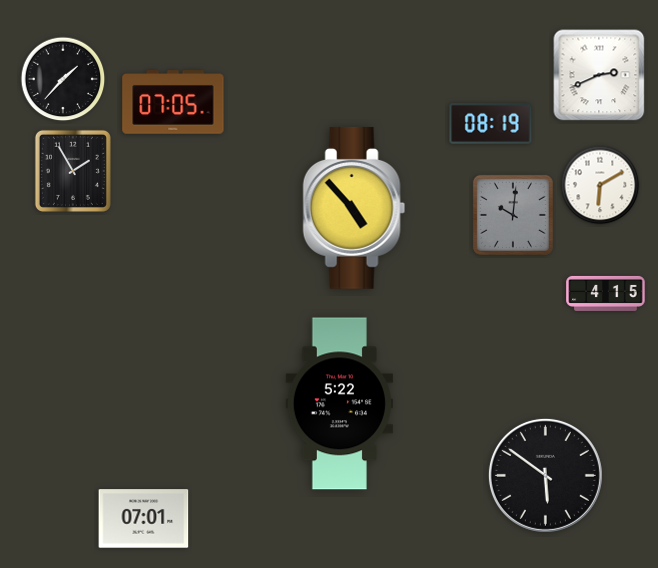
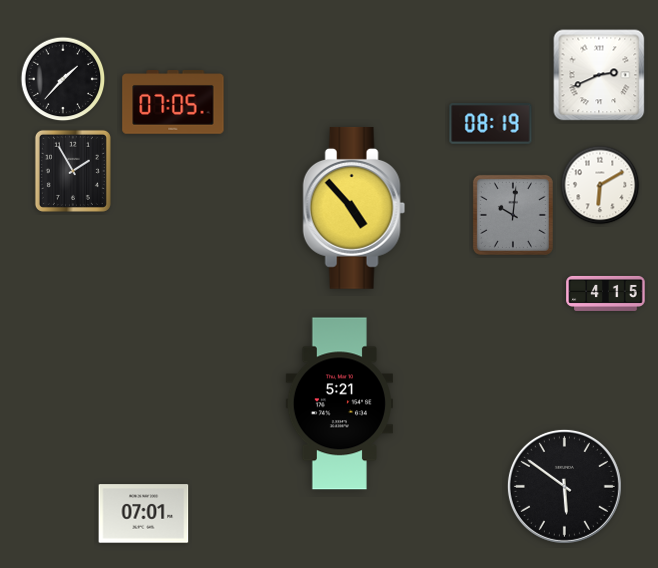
clock at (339, 404): 5:22 -> 5:21
clock at (545, 475) position: (545, 475) -> (564, 486)
clock at (144, 519) position: (144, 519) -> (144, 514)
